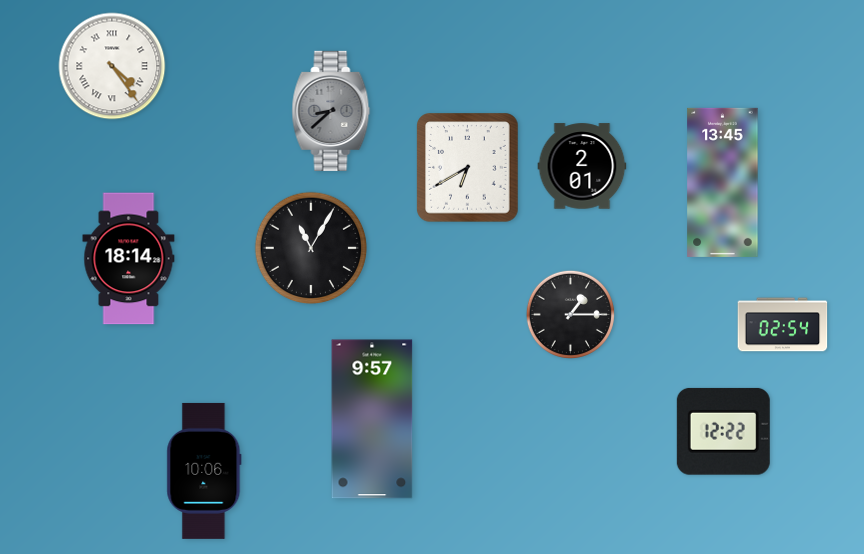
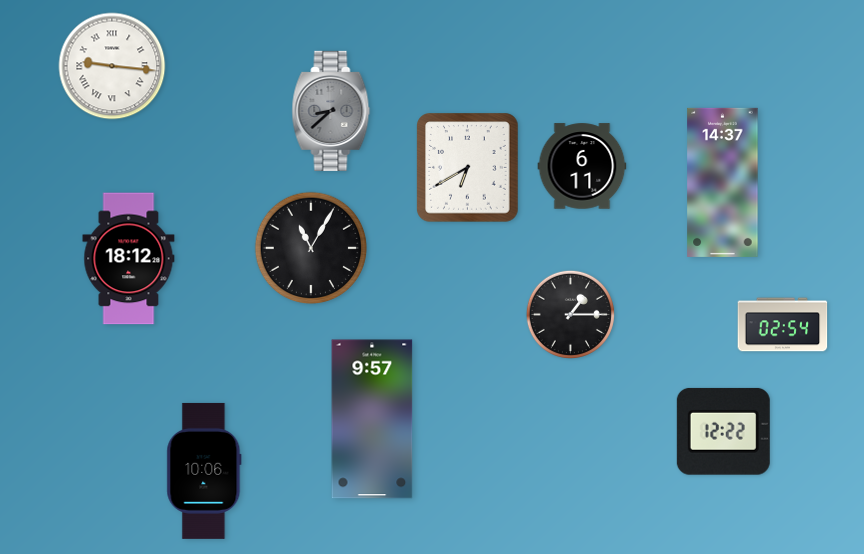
clock at (112, 66): 4:24 -> 9:16
clock at (582, 166): 2:01 -> 6:11
clock at (723, 182): 13:45 -> 14:37
clock at (129, 259): 18:14 -> 18:12
